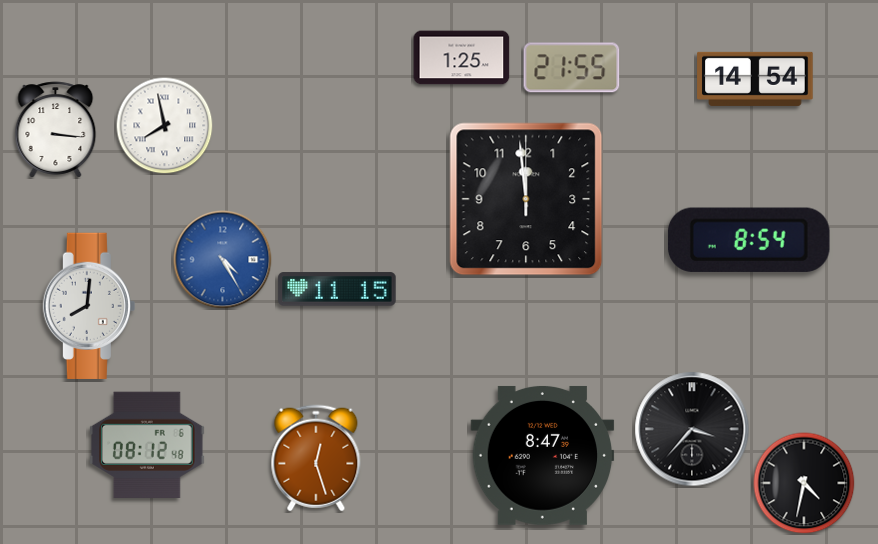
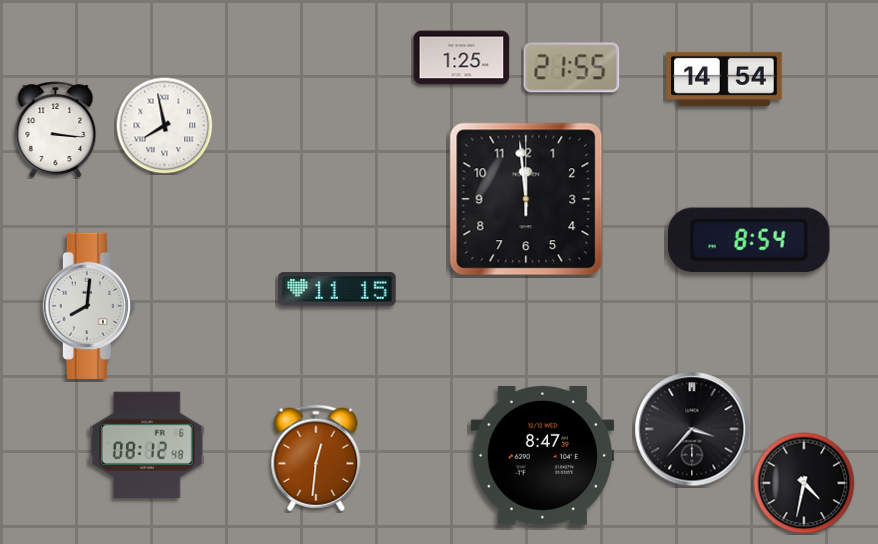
clock at (755, 79) position: (755, 79) -> (724, 79)
clock at (223, 260): 4:25 -> none
clock at (316, 458): 12:27 -> 12:31
